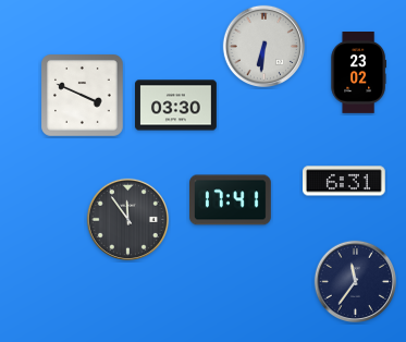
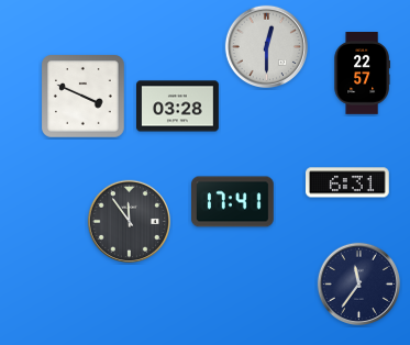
clock at (263, 46): 6:31 -> 12:30
clock at (358, 73): 23:02 -> 22:57
clock at (176, 106): 03:30 -> 03:28
